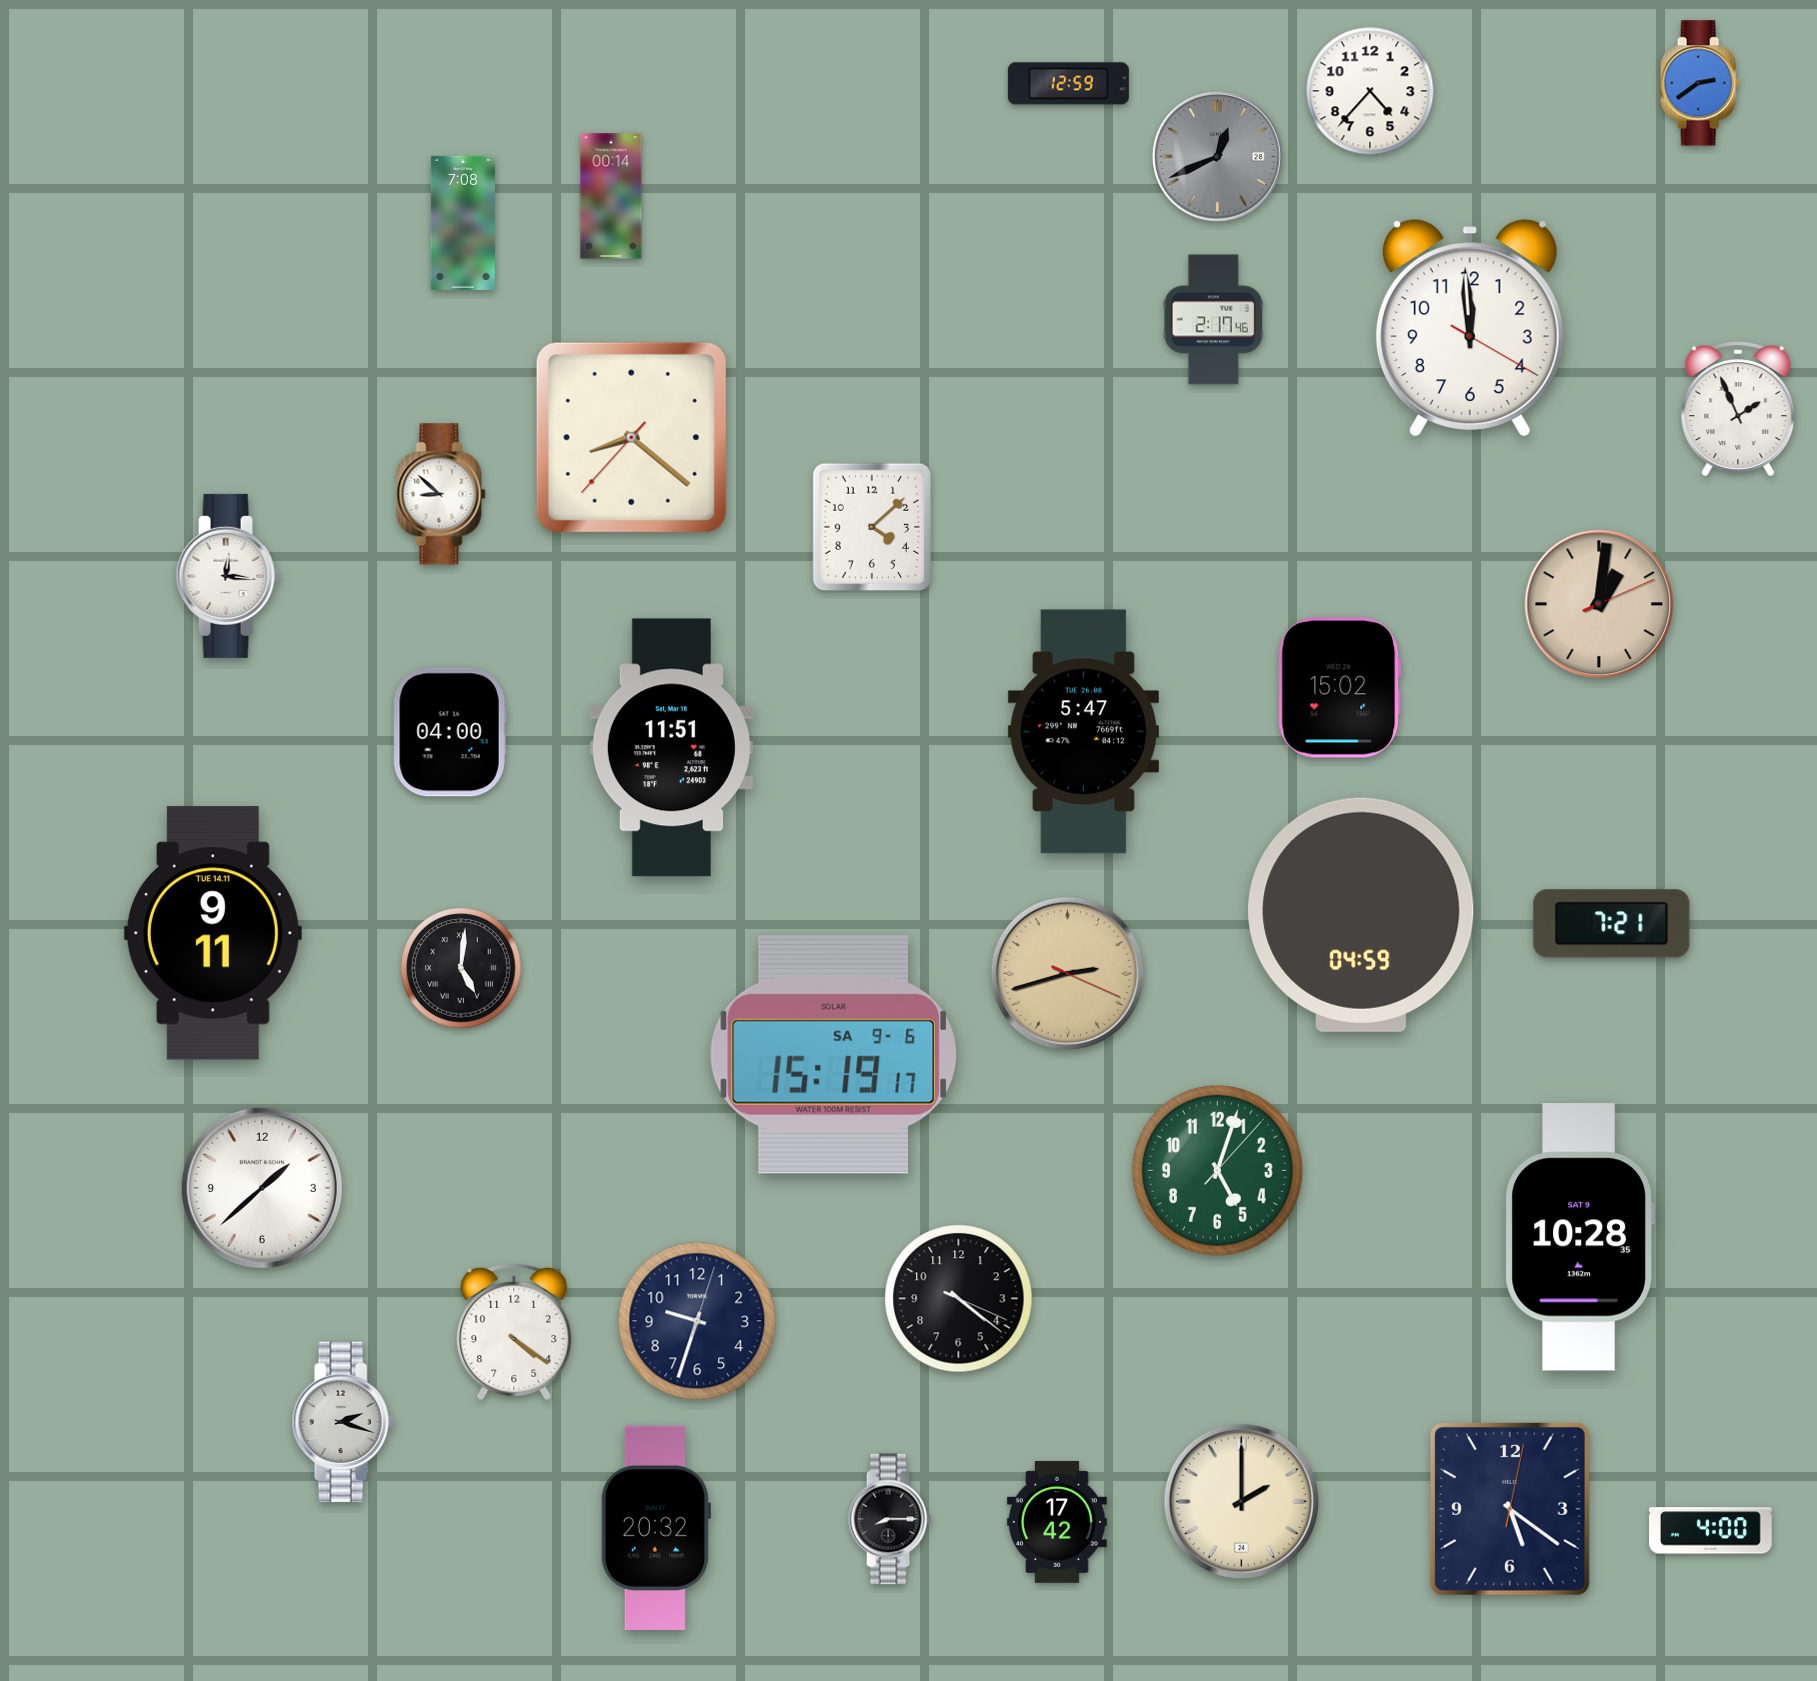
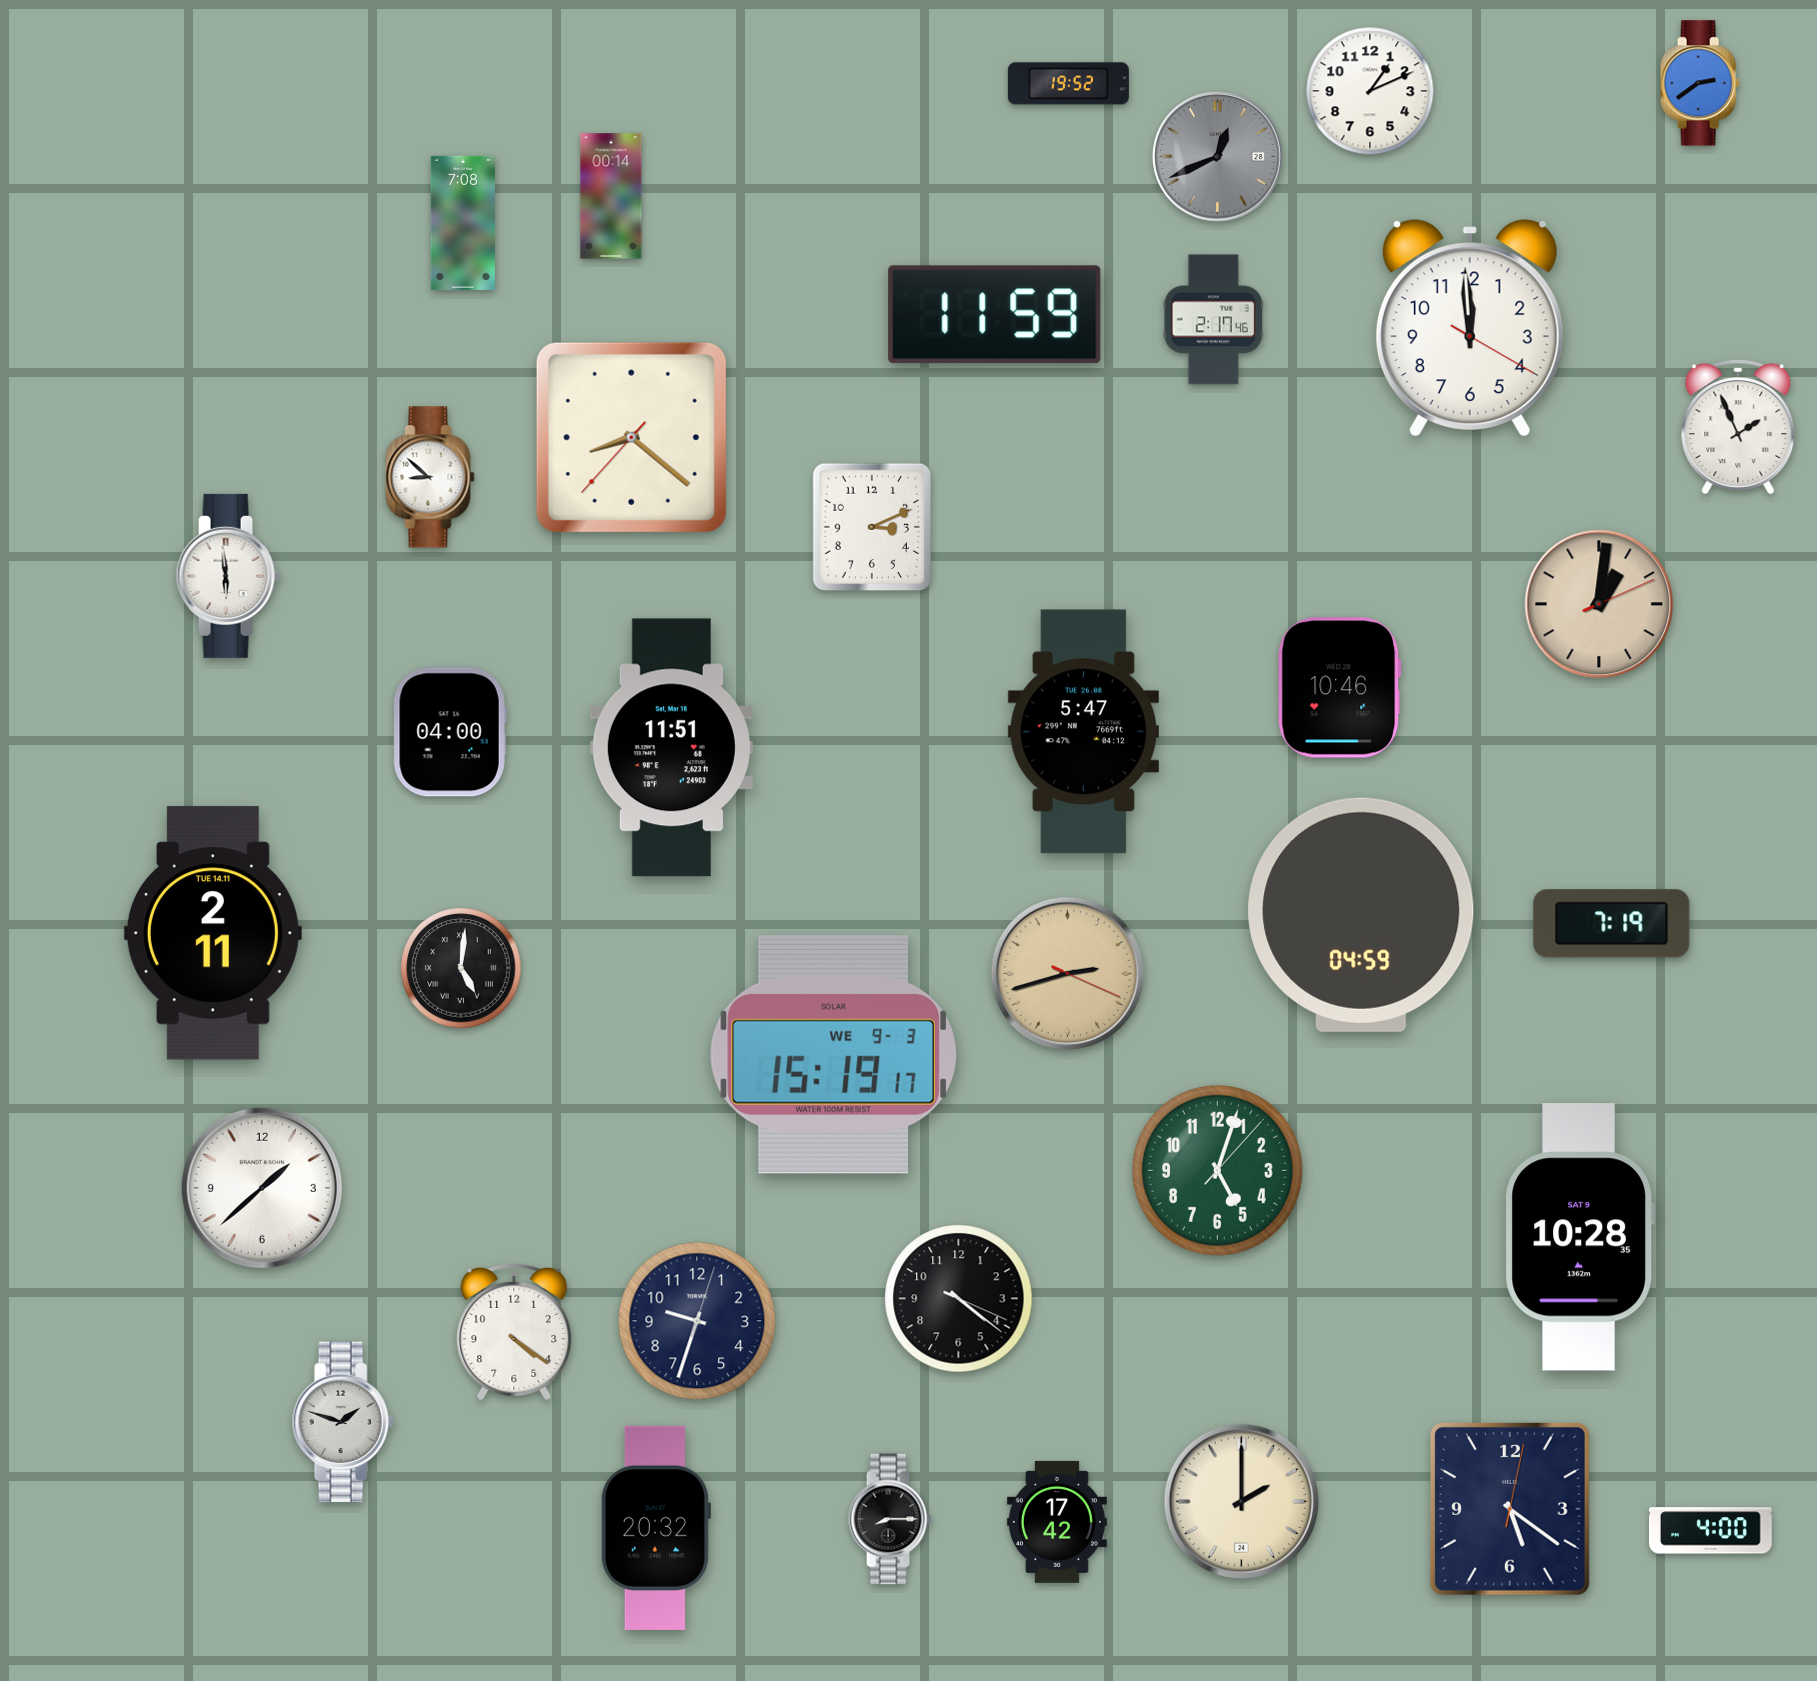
clock at (1068, 84): 12:59 -> 19:52
clock at (1370, 91): 4:37 -> 1:11
clock at (995, 315): none -> 11:59
clock at (1738, 409) position: (1738, 409) -> (1738, 427)
clock at (441, 494) position: (441, 494) -> (430, 477)
clock at (872, 527): 4:08 -> 3:11
clock at (228, 576): 12:16 -> 5:59
clock at (1340, 688): 15:02 -> 10:46
clock at (1612, 924): 7:21 -> 7:19
clock at (213, 933): 9:11 -> 2:11
clock at (833, 1054) date: SA 9-6 -> WE 9-3
clock at (343, 1422): 2:18 -> 1:48
